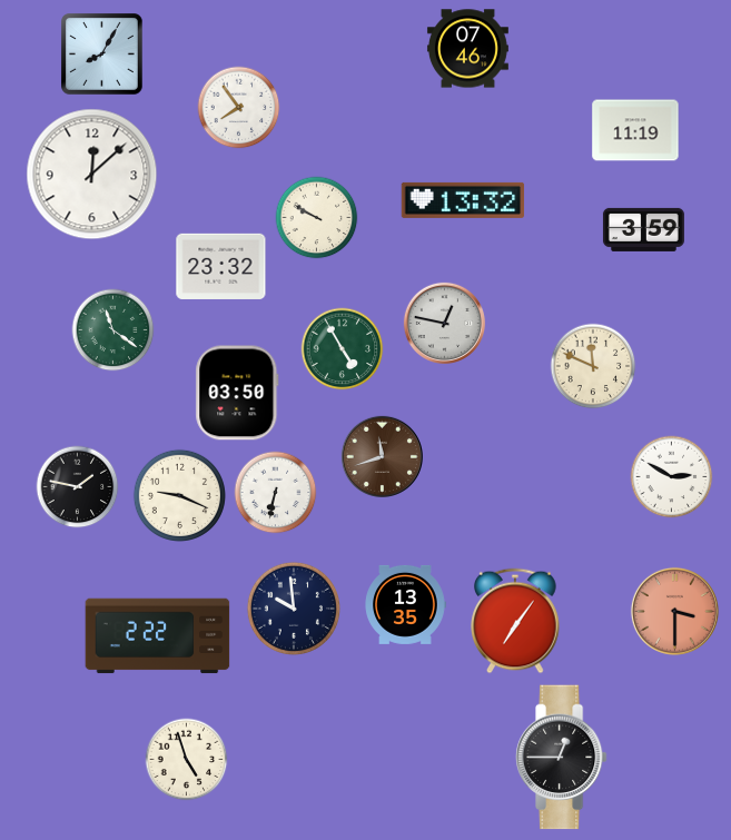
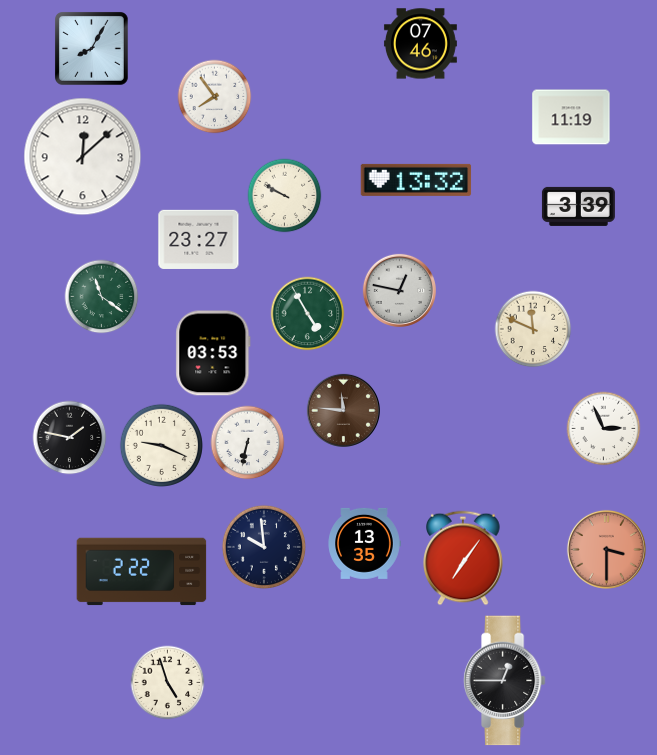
clock at (643, 229): 3:59 -> 3:39
clock at (221, 266): 23:32 -> 23:27
clock at (237, 393): 03:50 -> 03:53
clock at (382, 456): 11:42 -> 11:46
clock at (672, 477): 2:50 -> 2:56
